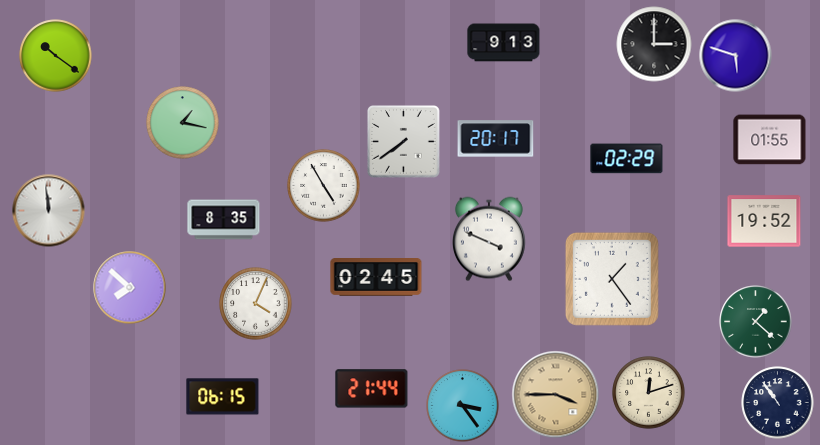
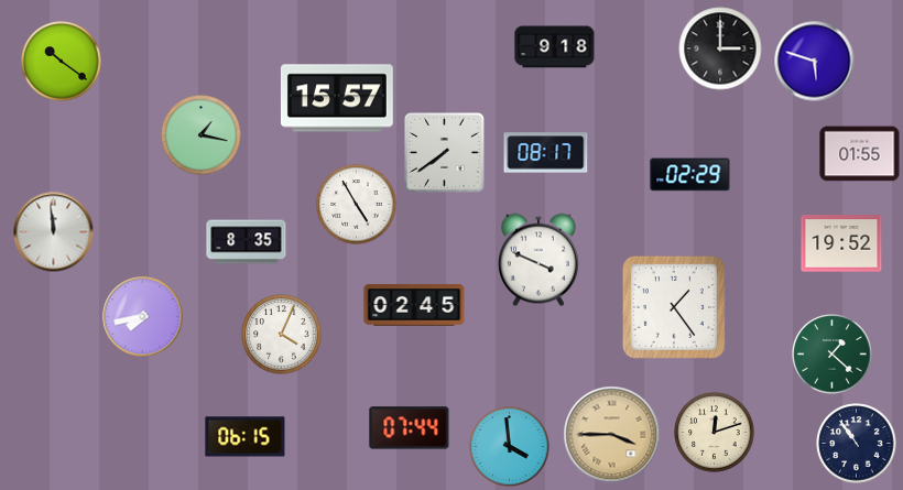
clock at (504, 43): 9:13 -> 9:18
clock at (736, 56) position: (736, 56) -> (815, 62)
clock at (337, 98): none -> 15:57
clock at (496, 139): 20:17 -> 08:17
clock at (770, 140) position: (770, 140) -> (860, 154)
clock at (404, 142) position: (404, 142) -> (445, 153)
clock at (489, 239) position: (489, 239) -> (538, 260)
clock at (130, 288): 7:52 -> 7:43
clock at (372, 389): 21:44 -> 07:44
clock at (463, 406): 3:24 -> 3:59
